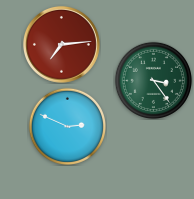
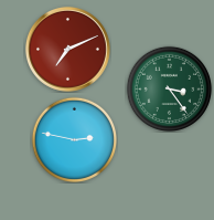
clock at (61, 44): 7:14 -> 7:11
clock at (67, 126): 2:49 -> 2:47
